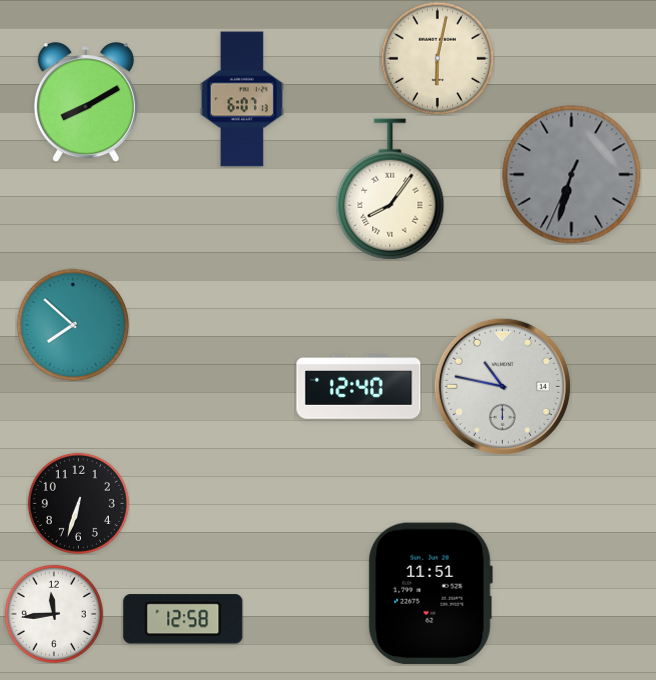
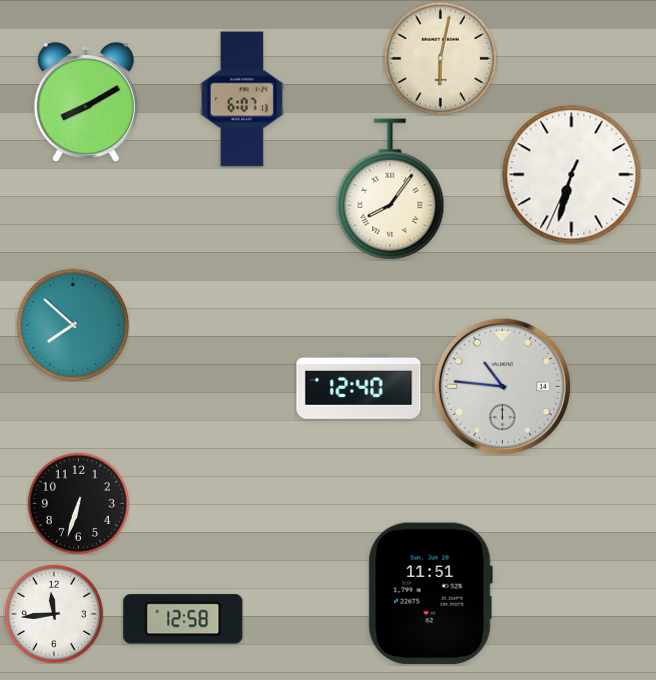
clock at (437, 58) position: (437, 58) -> (440, 58)
clock at (572, 175) dial: grey -> white
clock at (502, 386): 10:47 -> 10:46
